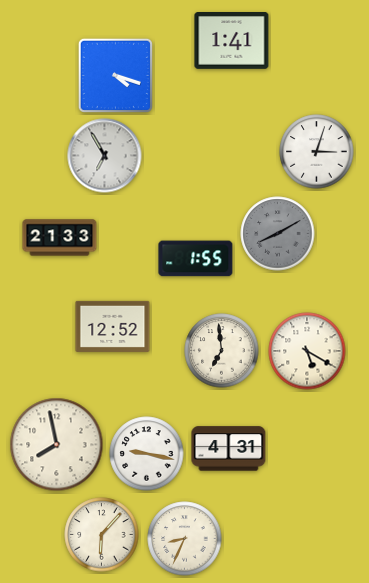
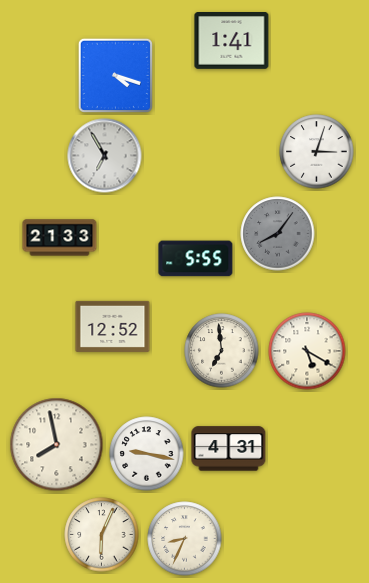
clock at (278, 234): 8:10 -> 8:06
clock at (196, 259): 1:55 -> 5:55
clock at (102, 535): 6:07 -> 6:04
